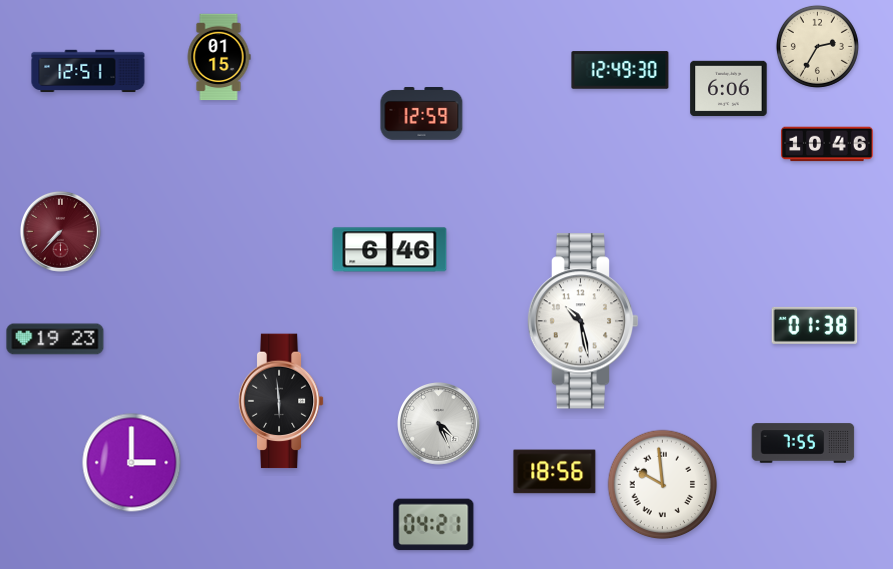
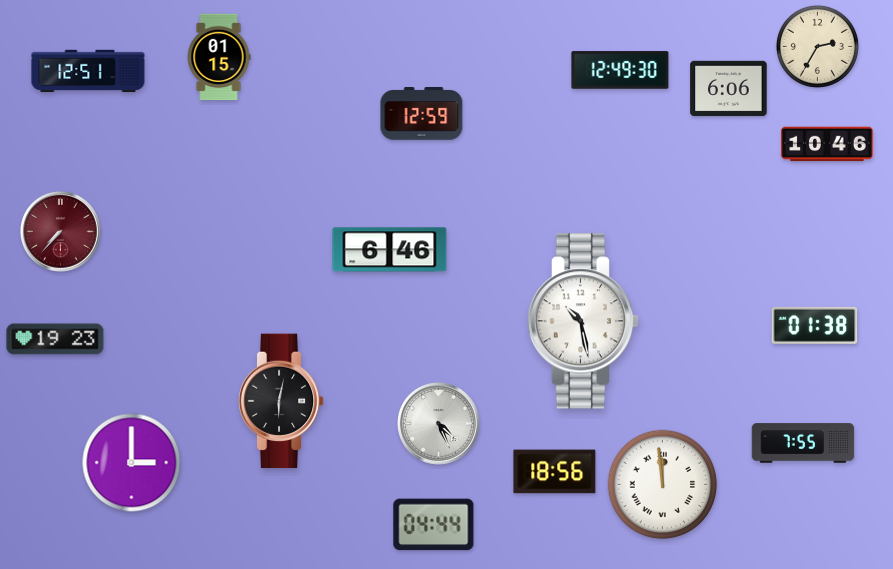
clock at (281, 401): 5:59 -> 6:02
clock at (663, 485): 9:59 -> 11:59
clock at (434, 525): 04:21 -> 04:44
